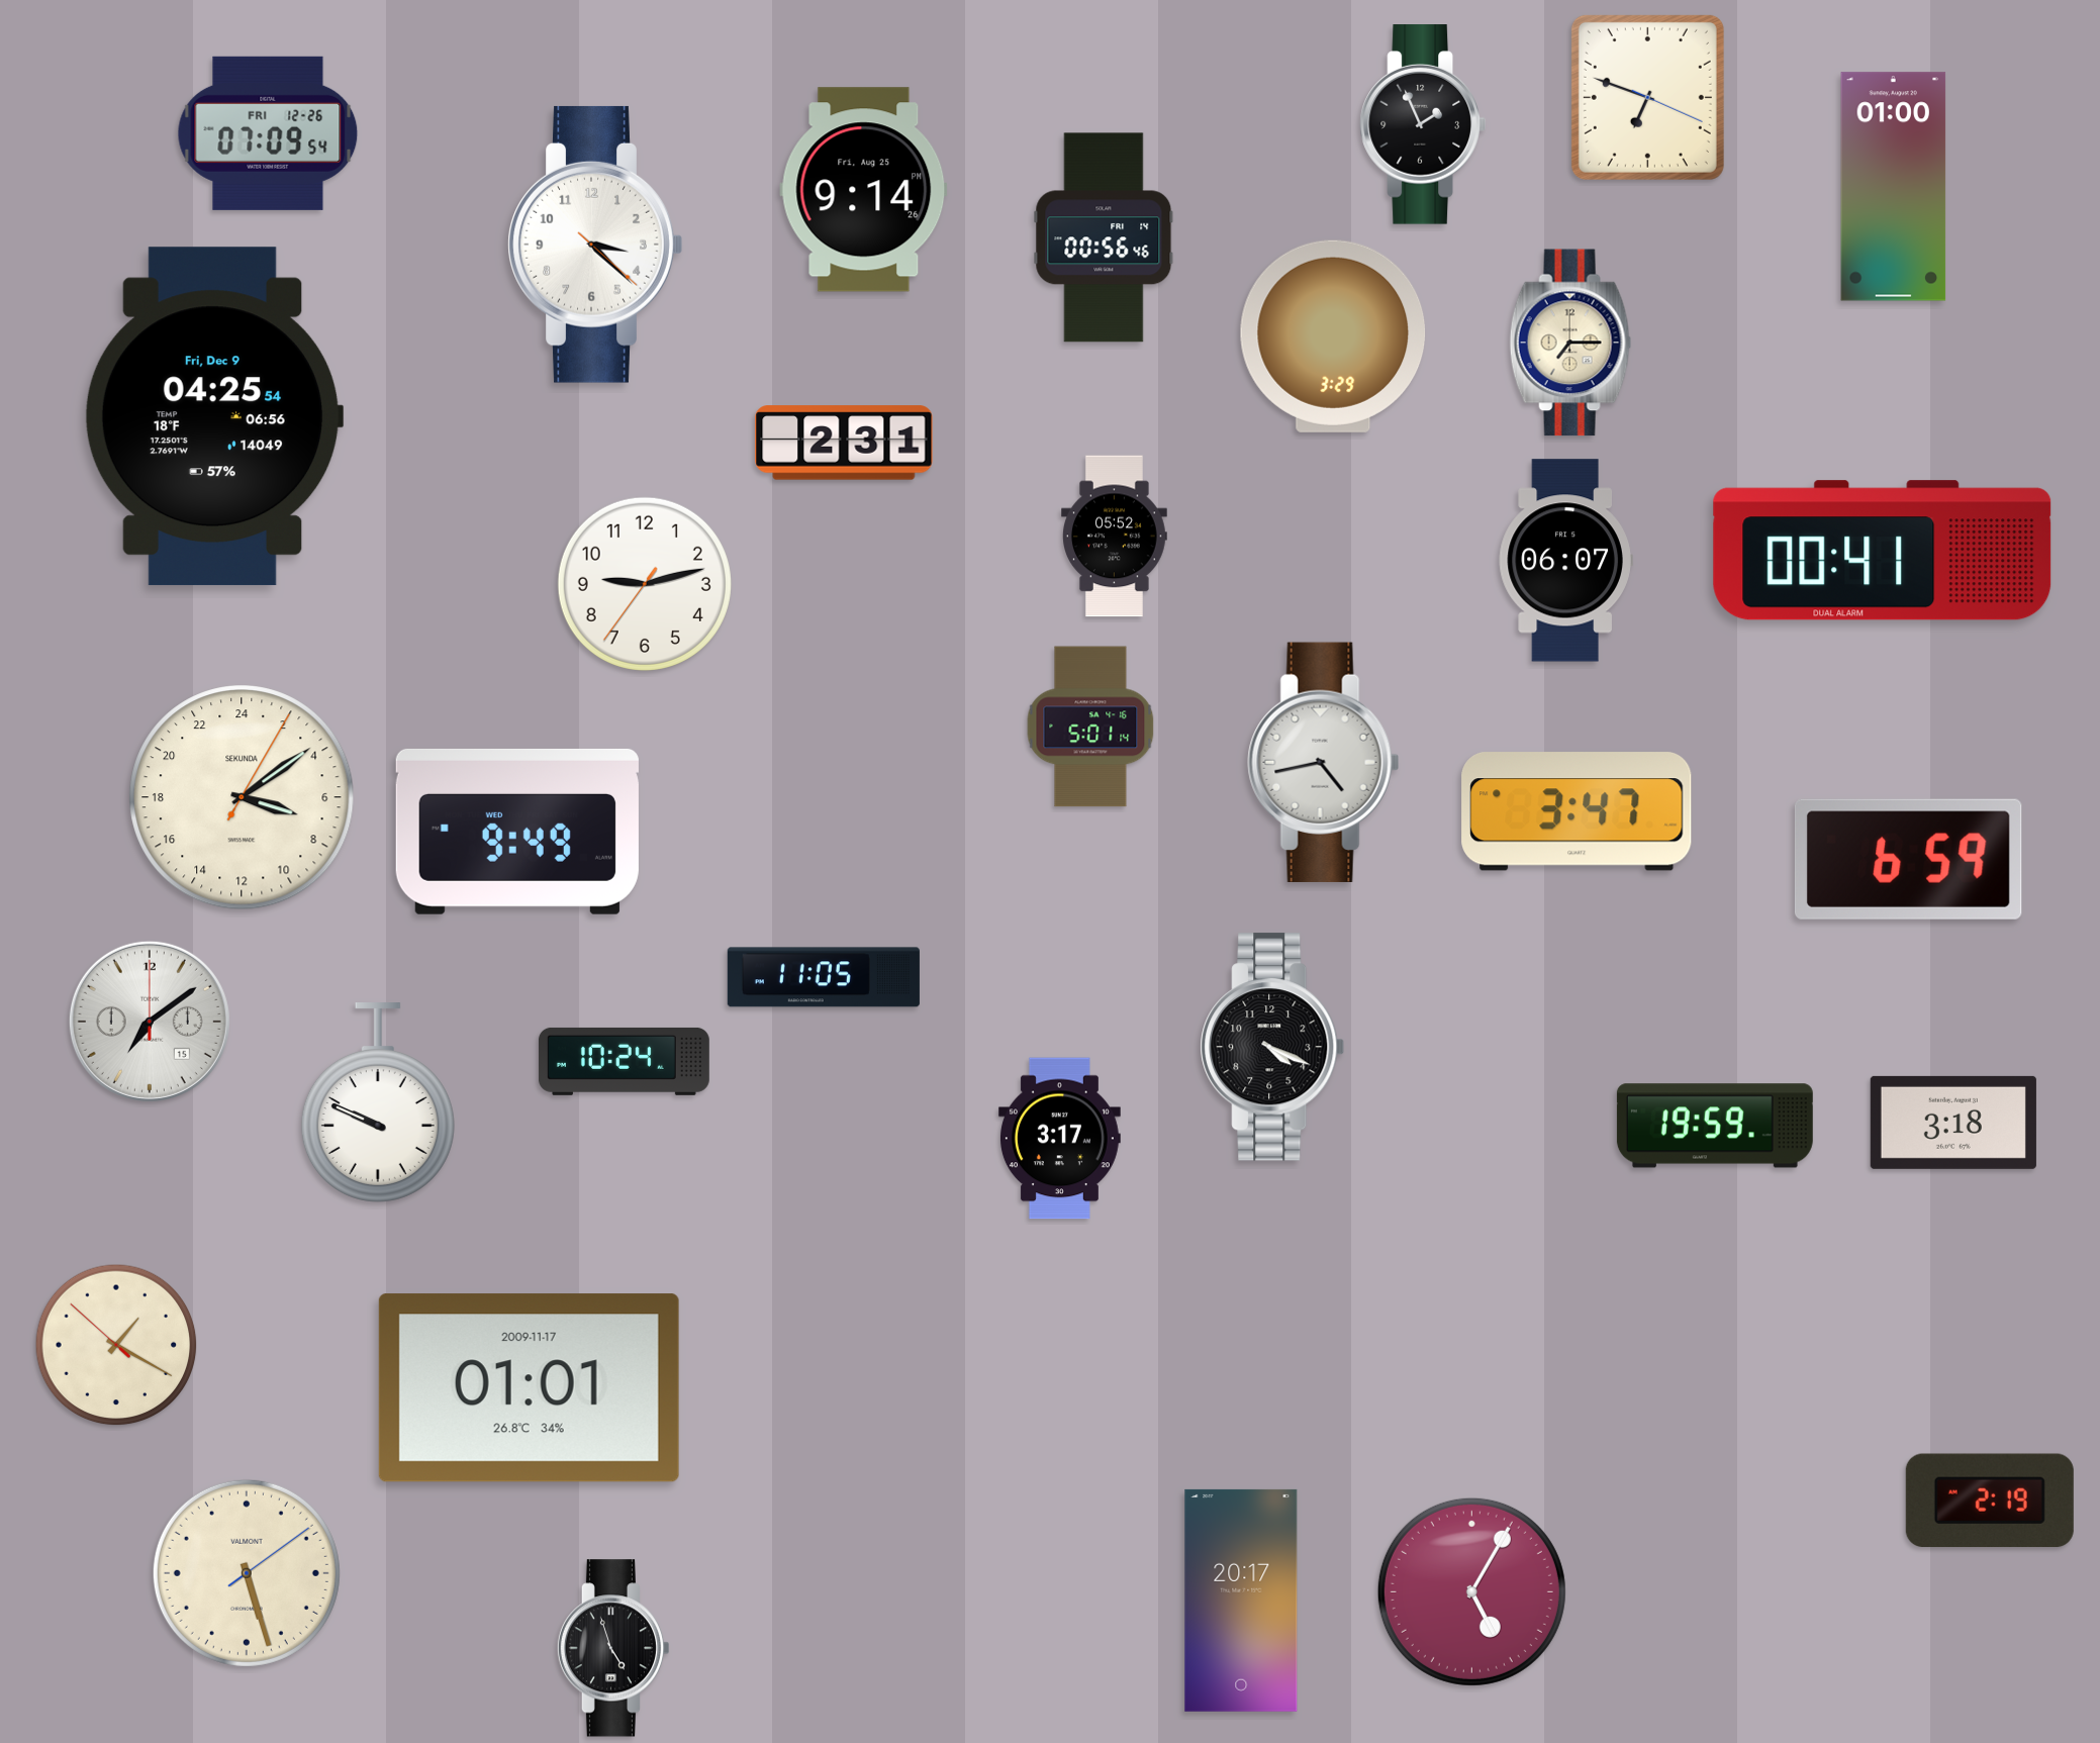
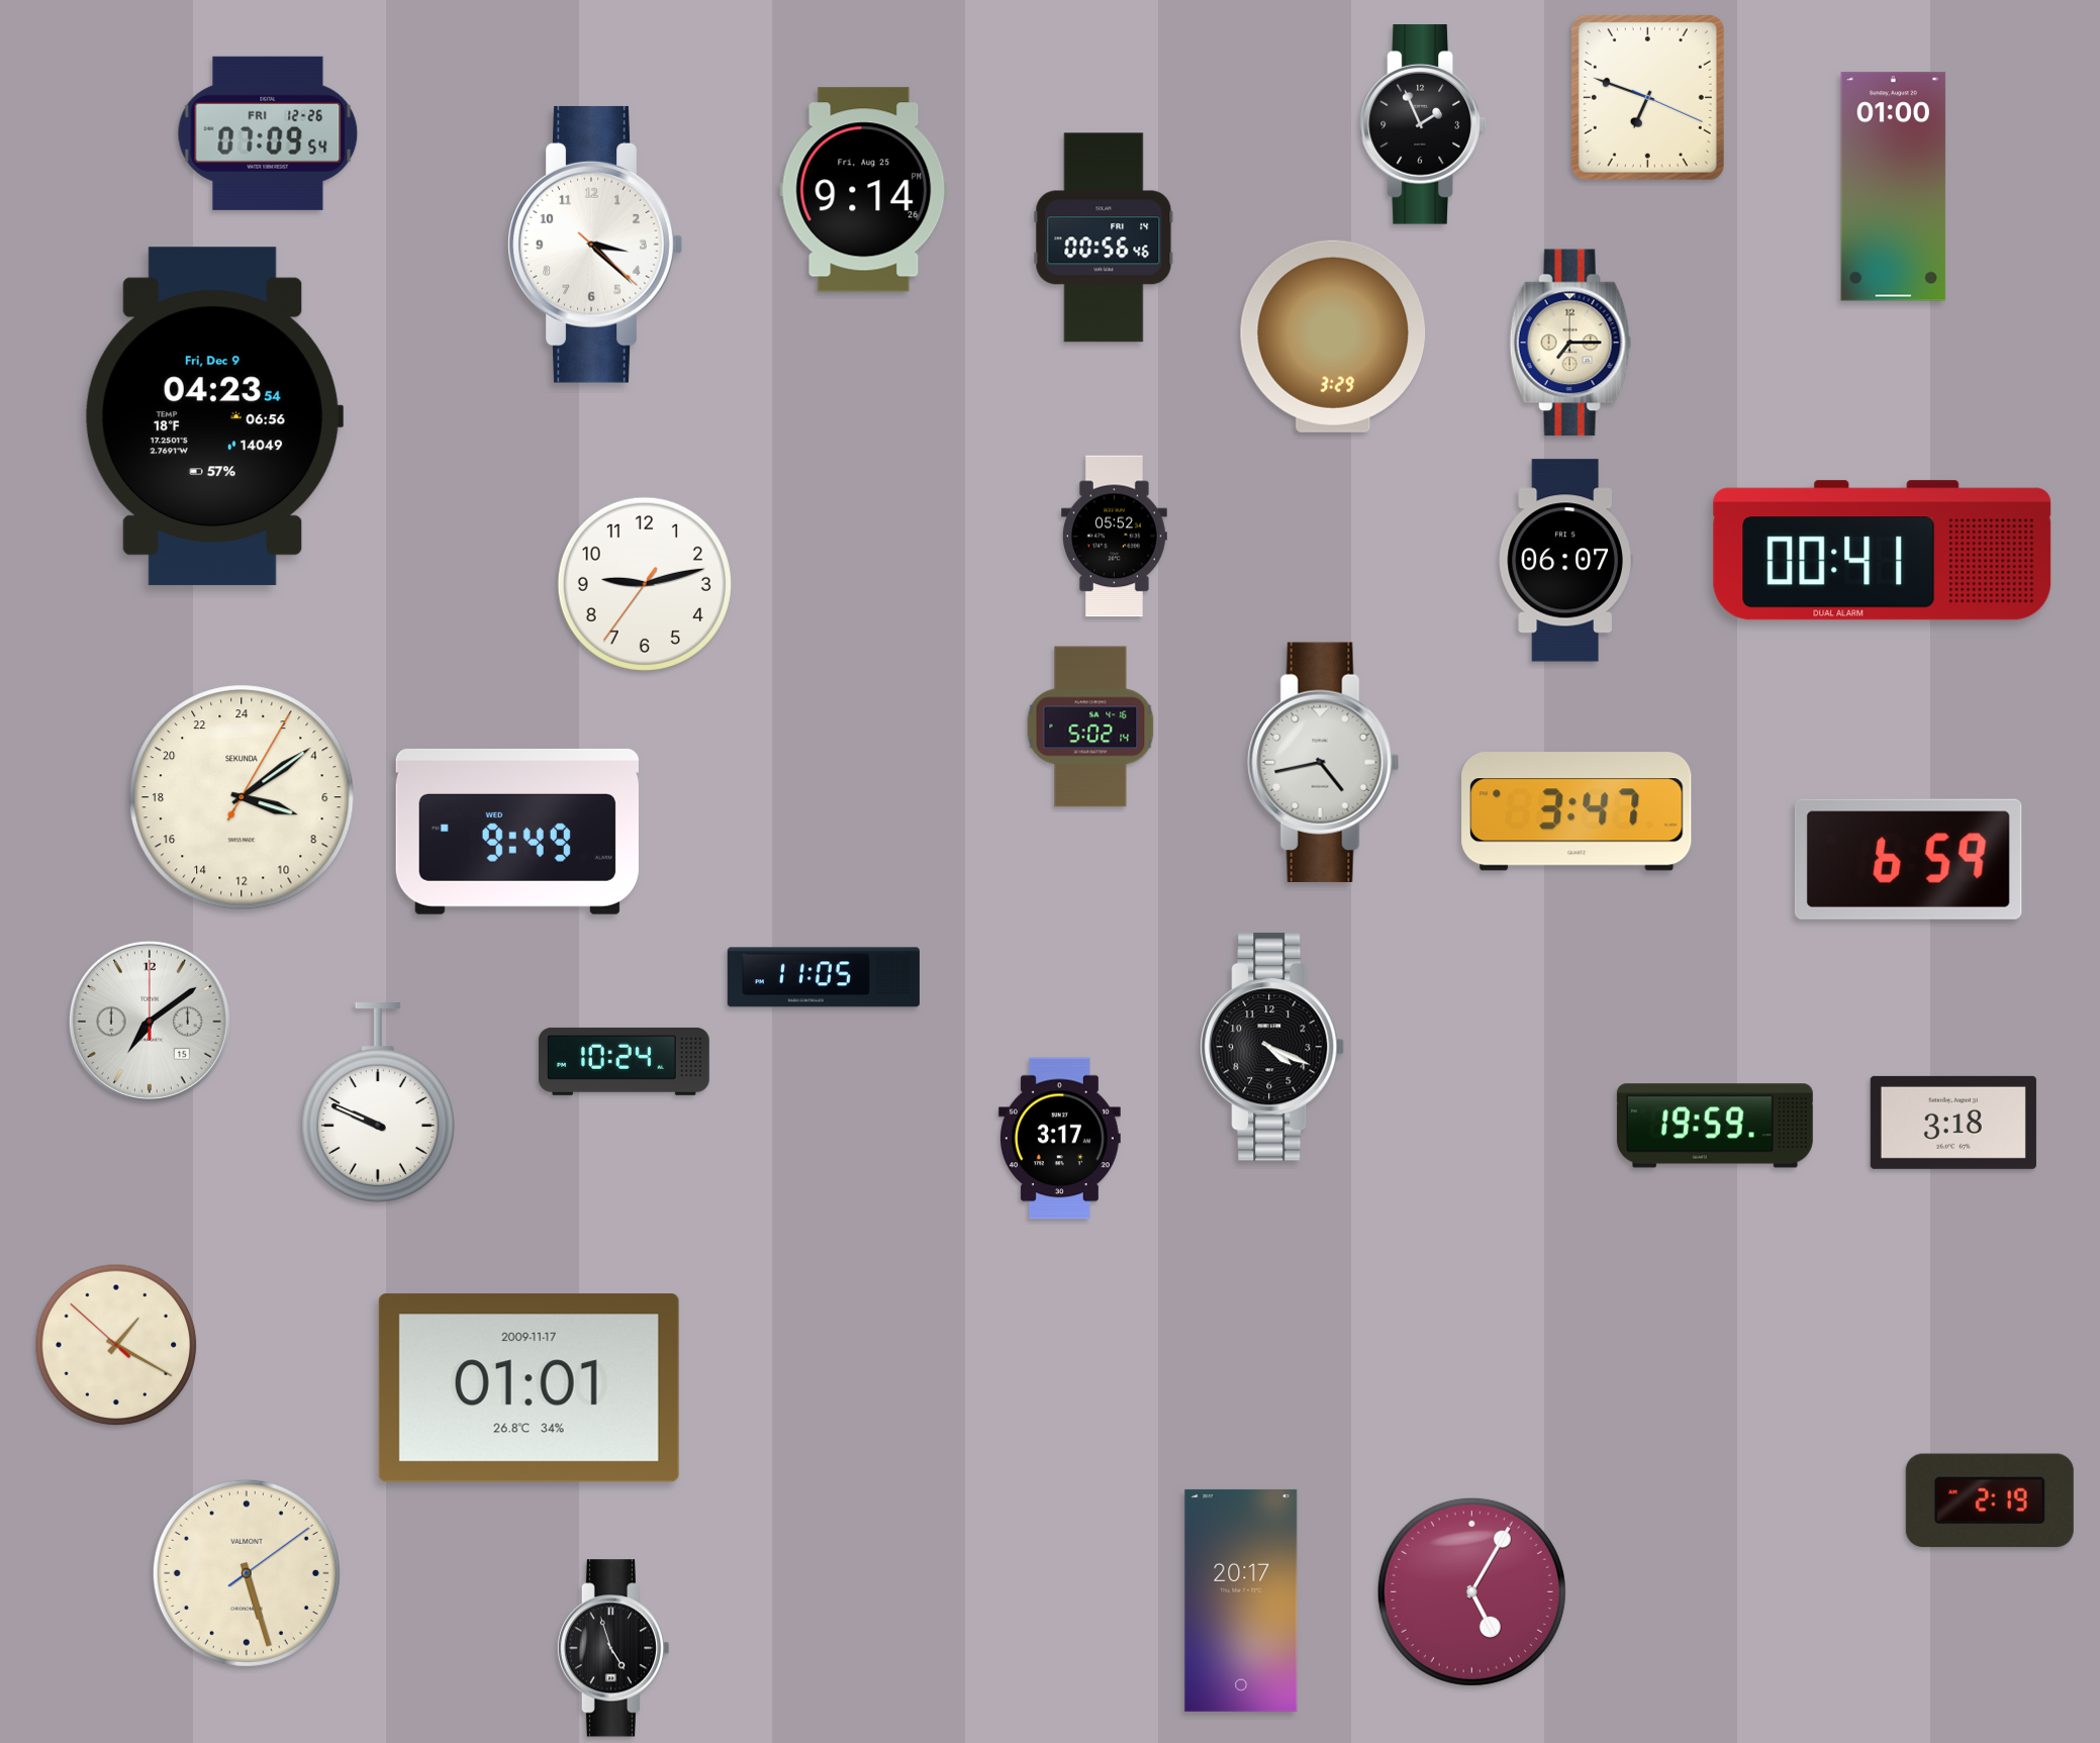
clock at (214, 416): 04:25 -> 04:23
clock at (844, 443): 2:31 -> none
clock at (1090, 727): 5:01 -> 5:02
